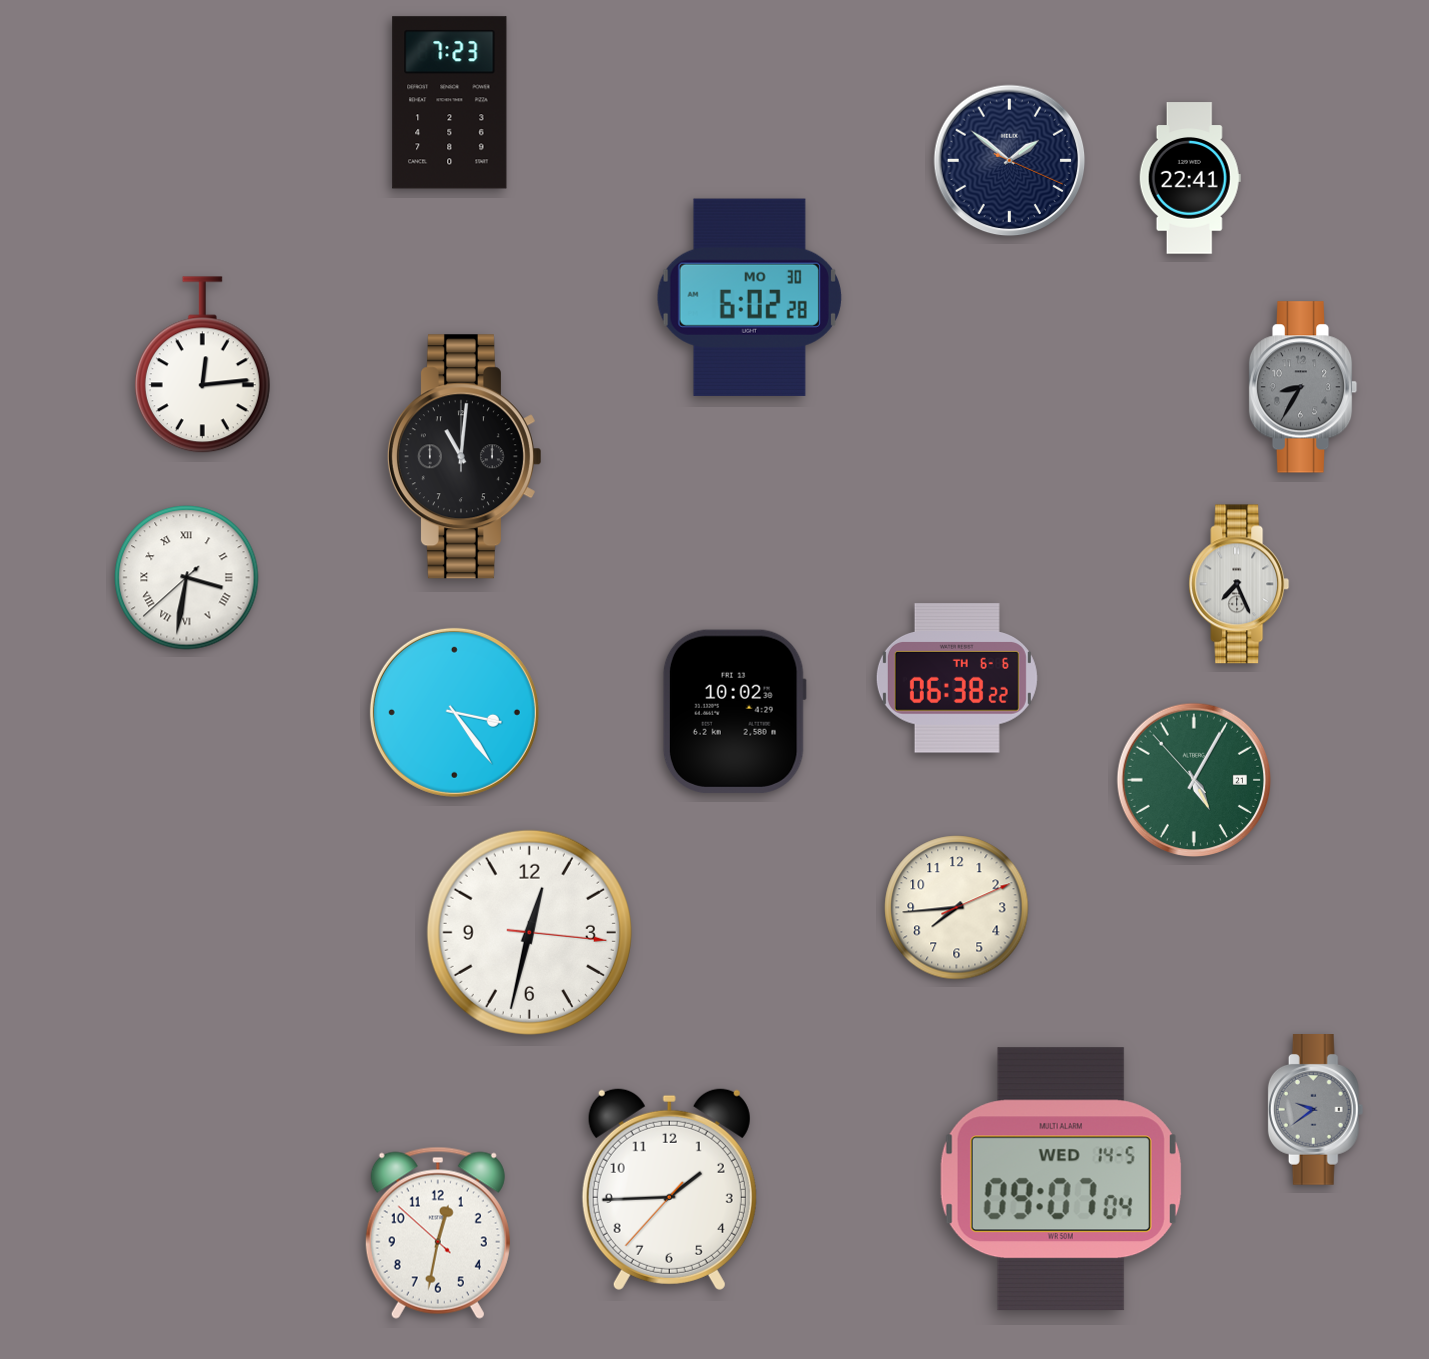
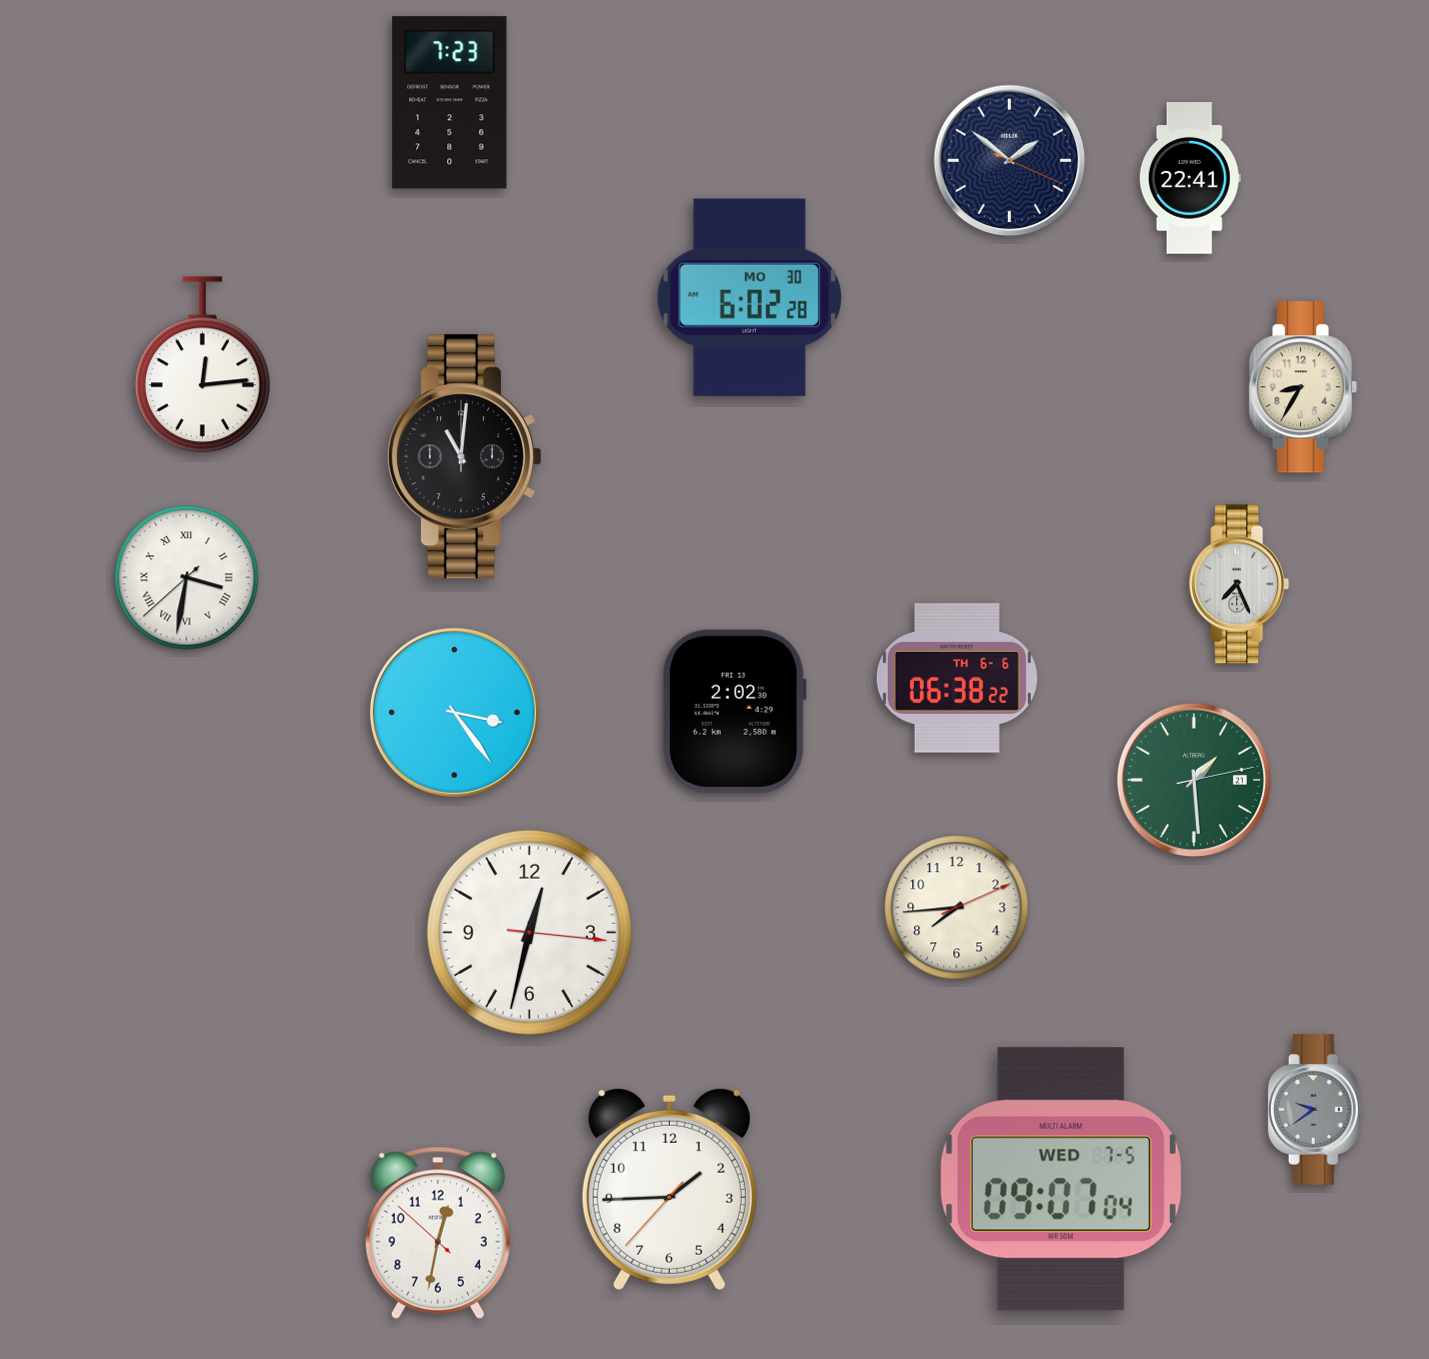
clock at (1303, 387) dial: grey -> cream
clock at (734, 711): 10:02 -> 2:02
clock at (1194, 780): 5:04 -> 1:29
clock at (1061, 1179) date: WED 14-5 -> WED 7-5
